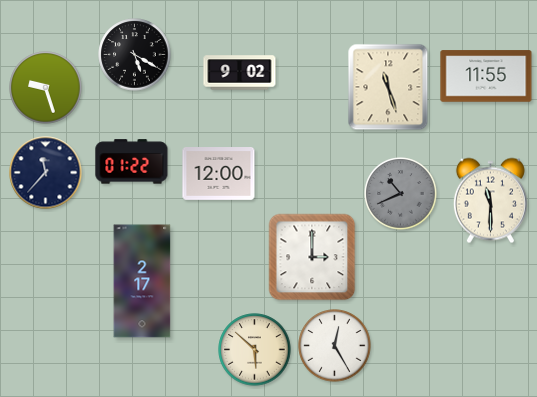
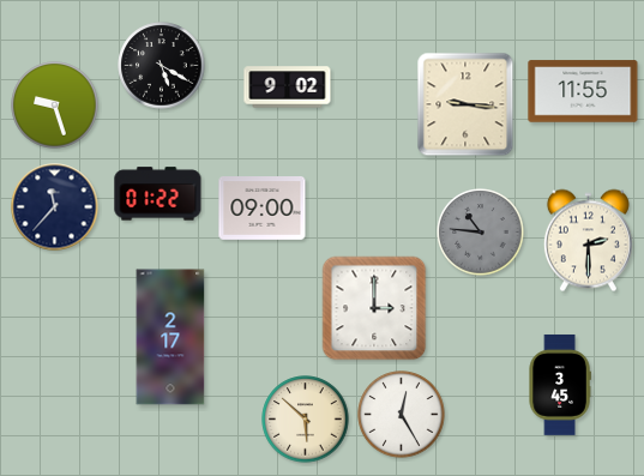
clock at (388, 87): 11:27 -> 9:16
clock at (219, 174): 12:00 -> 09:00
clock at (401, 194): 10:41 -> 10:46
clock at (490, 201): 11:30 -> 2:30
clock at (560, 385): none -> 3:45
